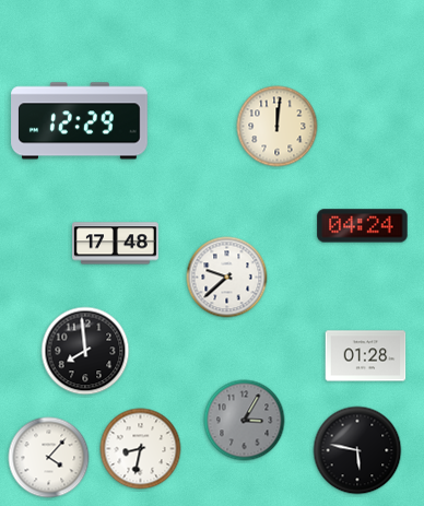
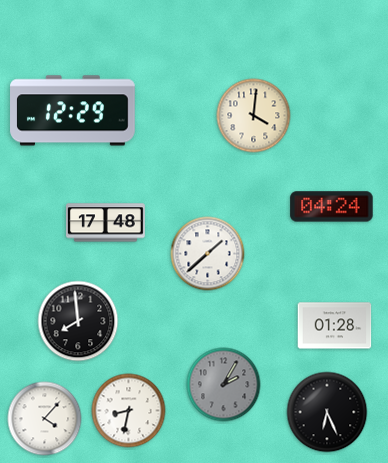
clock at (278, 127): 12:01 -> 4:01
clock at (227, 278): 9:38 -> 1:38
clock at (245, 421): 3:05 -> 2:05
clock at (357, 450): 5:47 -> 6:26
